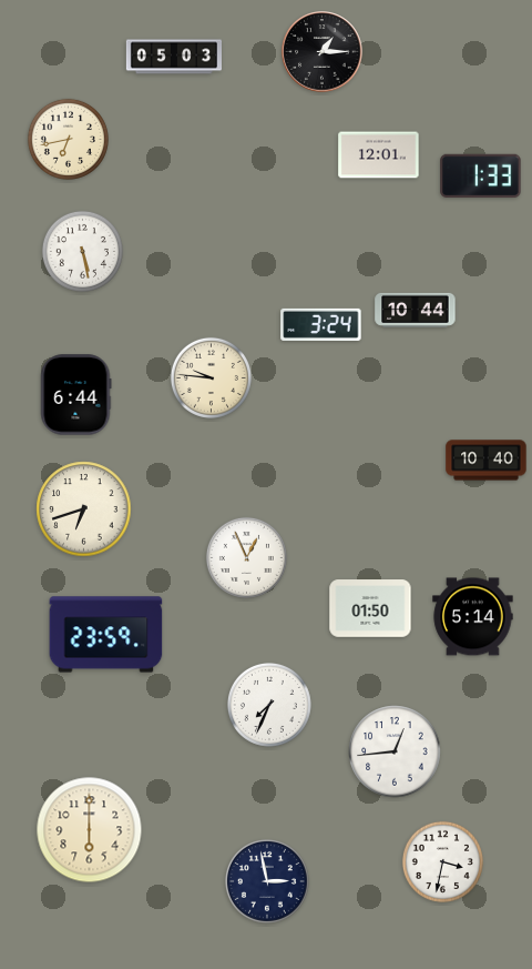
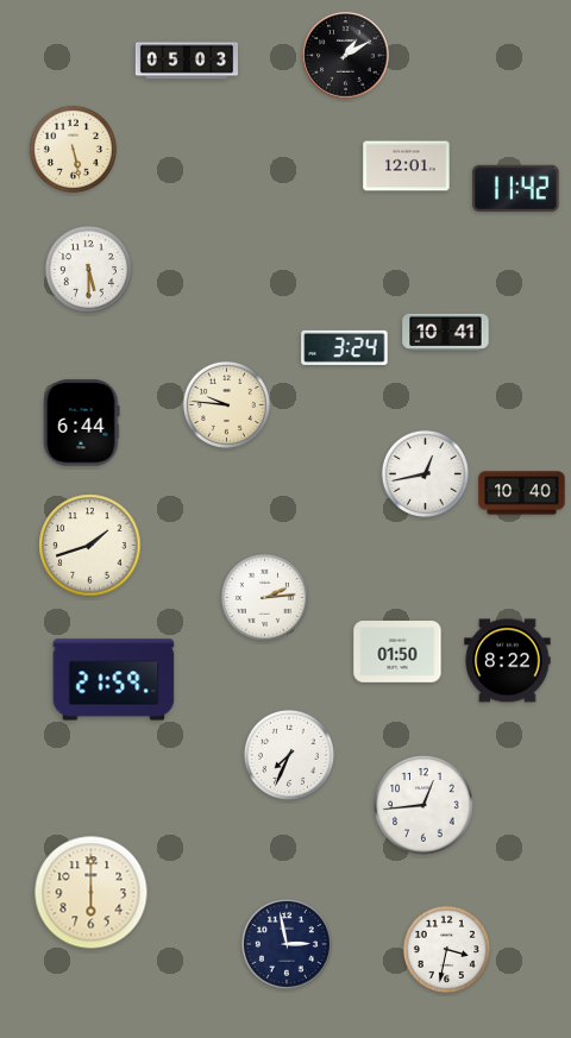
clock at (323, 52): 1:15 -> 1:10
clock at (68, 139): 6:43 -> 5:28
clock at (481, 176): 1:33 -> 11:42
clock at (82, 251): 5:28 -> 5:30
clock at (416, 310): 10:44 -> 10:41
clock at (425, 473): none -> 12:43
clock at (84, 509): 6:42 -> 1:42
clock at (246, 557): 12:56 -> 2:14
clock at (473, 617): 5:14 -> 8:22
clock at (106, 635): 23:59 -> 21:59
clock at (90, 830) position: (90, 830) -> (92, 893)
clock at (442, 861) position: (442, 861) -> (446, 949)
